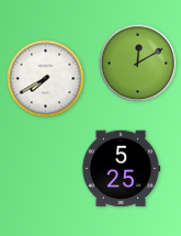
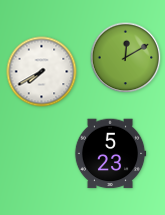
clock at (121, 169): 5:25 -> 5:23
